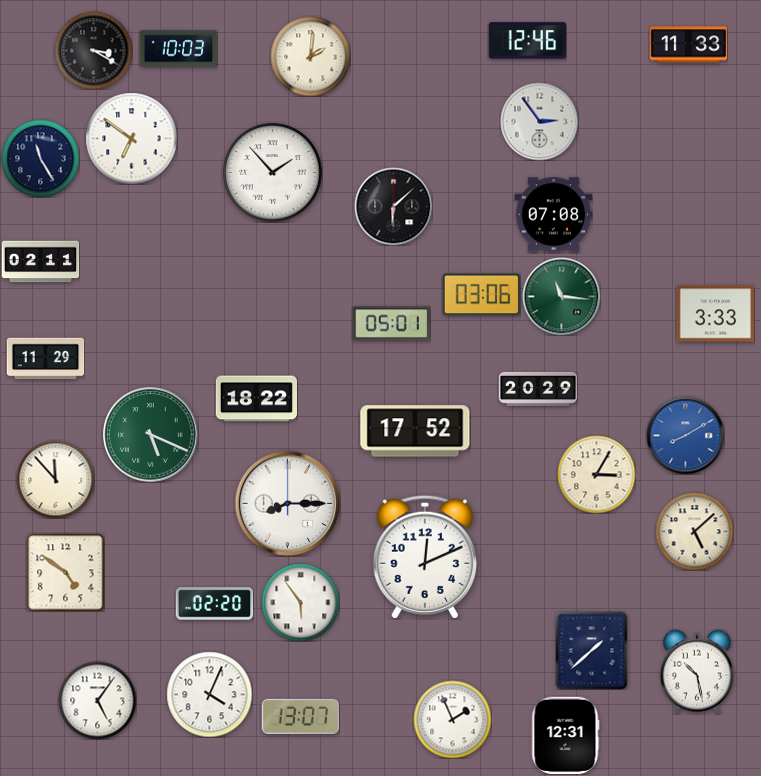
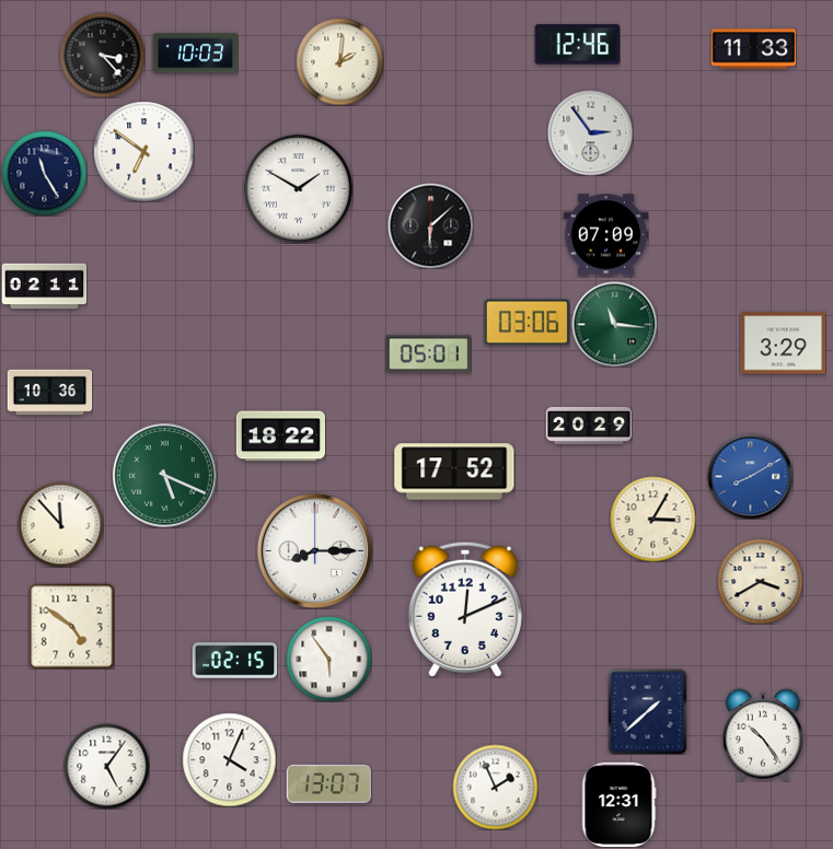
clock at (93, 50): 3:20 -> 3:23
clock at (273, 173): 1:53 -> 1:50
clock at (553, 215): 07:08 -> 07:09
clock at (715, 314): 3:33 -> 3:29
clock at (45, 359): 11:29 -> 10:36
clock at (694, 531): 5:08 -> 3:40
clock at (214, 604): 02:20 -> 02:15
clock at (697, 672): 10:28 -> 10:24
